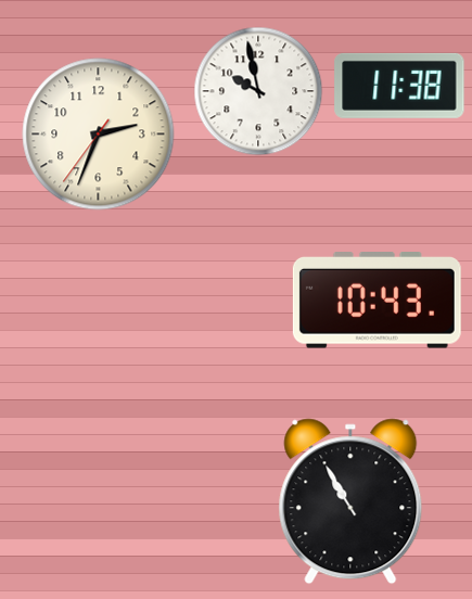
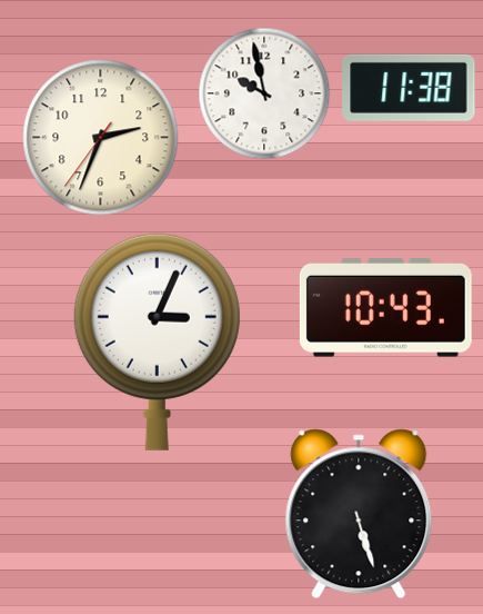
clock at (157, 341): none -> 3:04
clock at (350, 501): 10:55 -> 5:27
